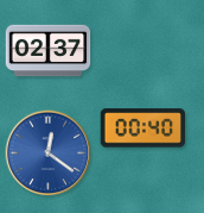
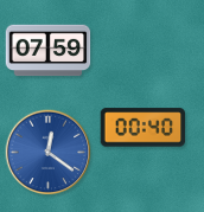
clock at (49, 51): 02:37 -> 07:59
